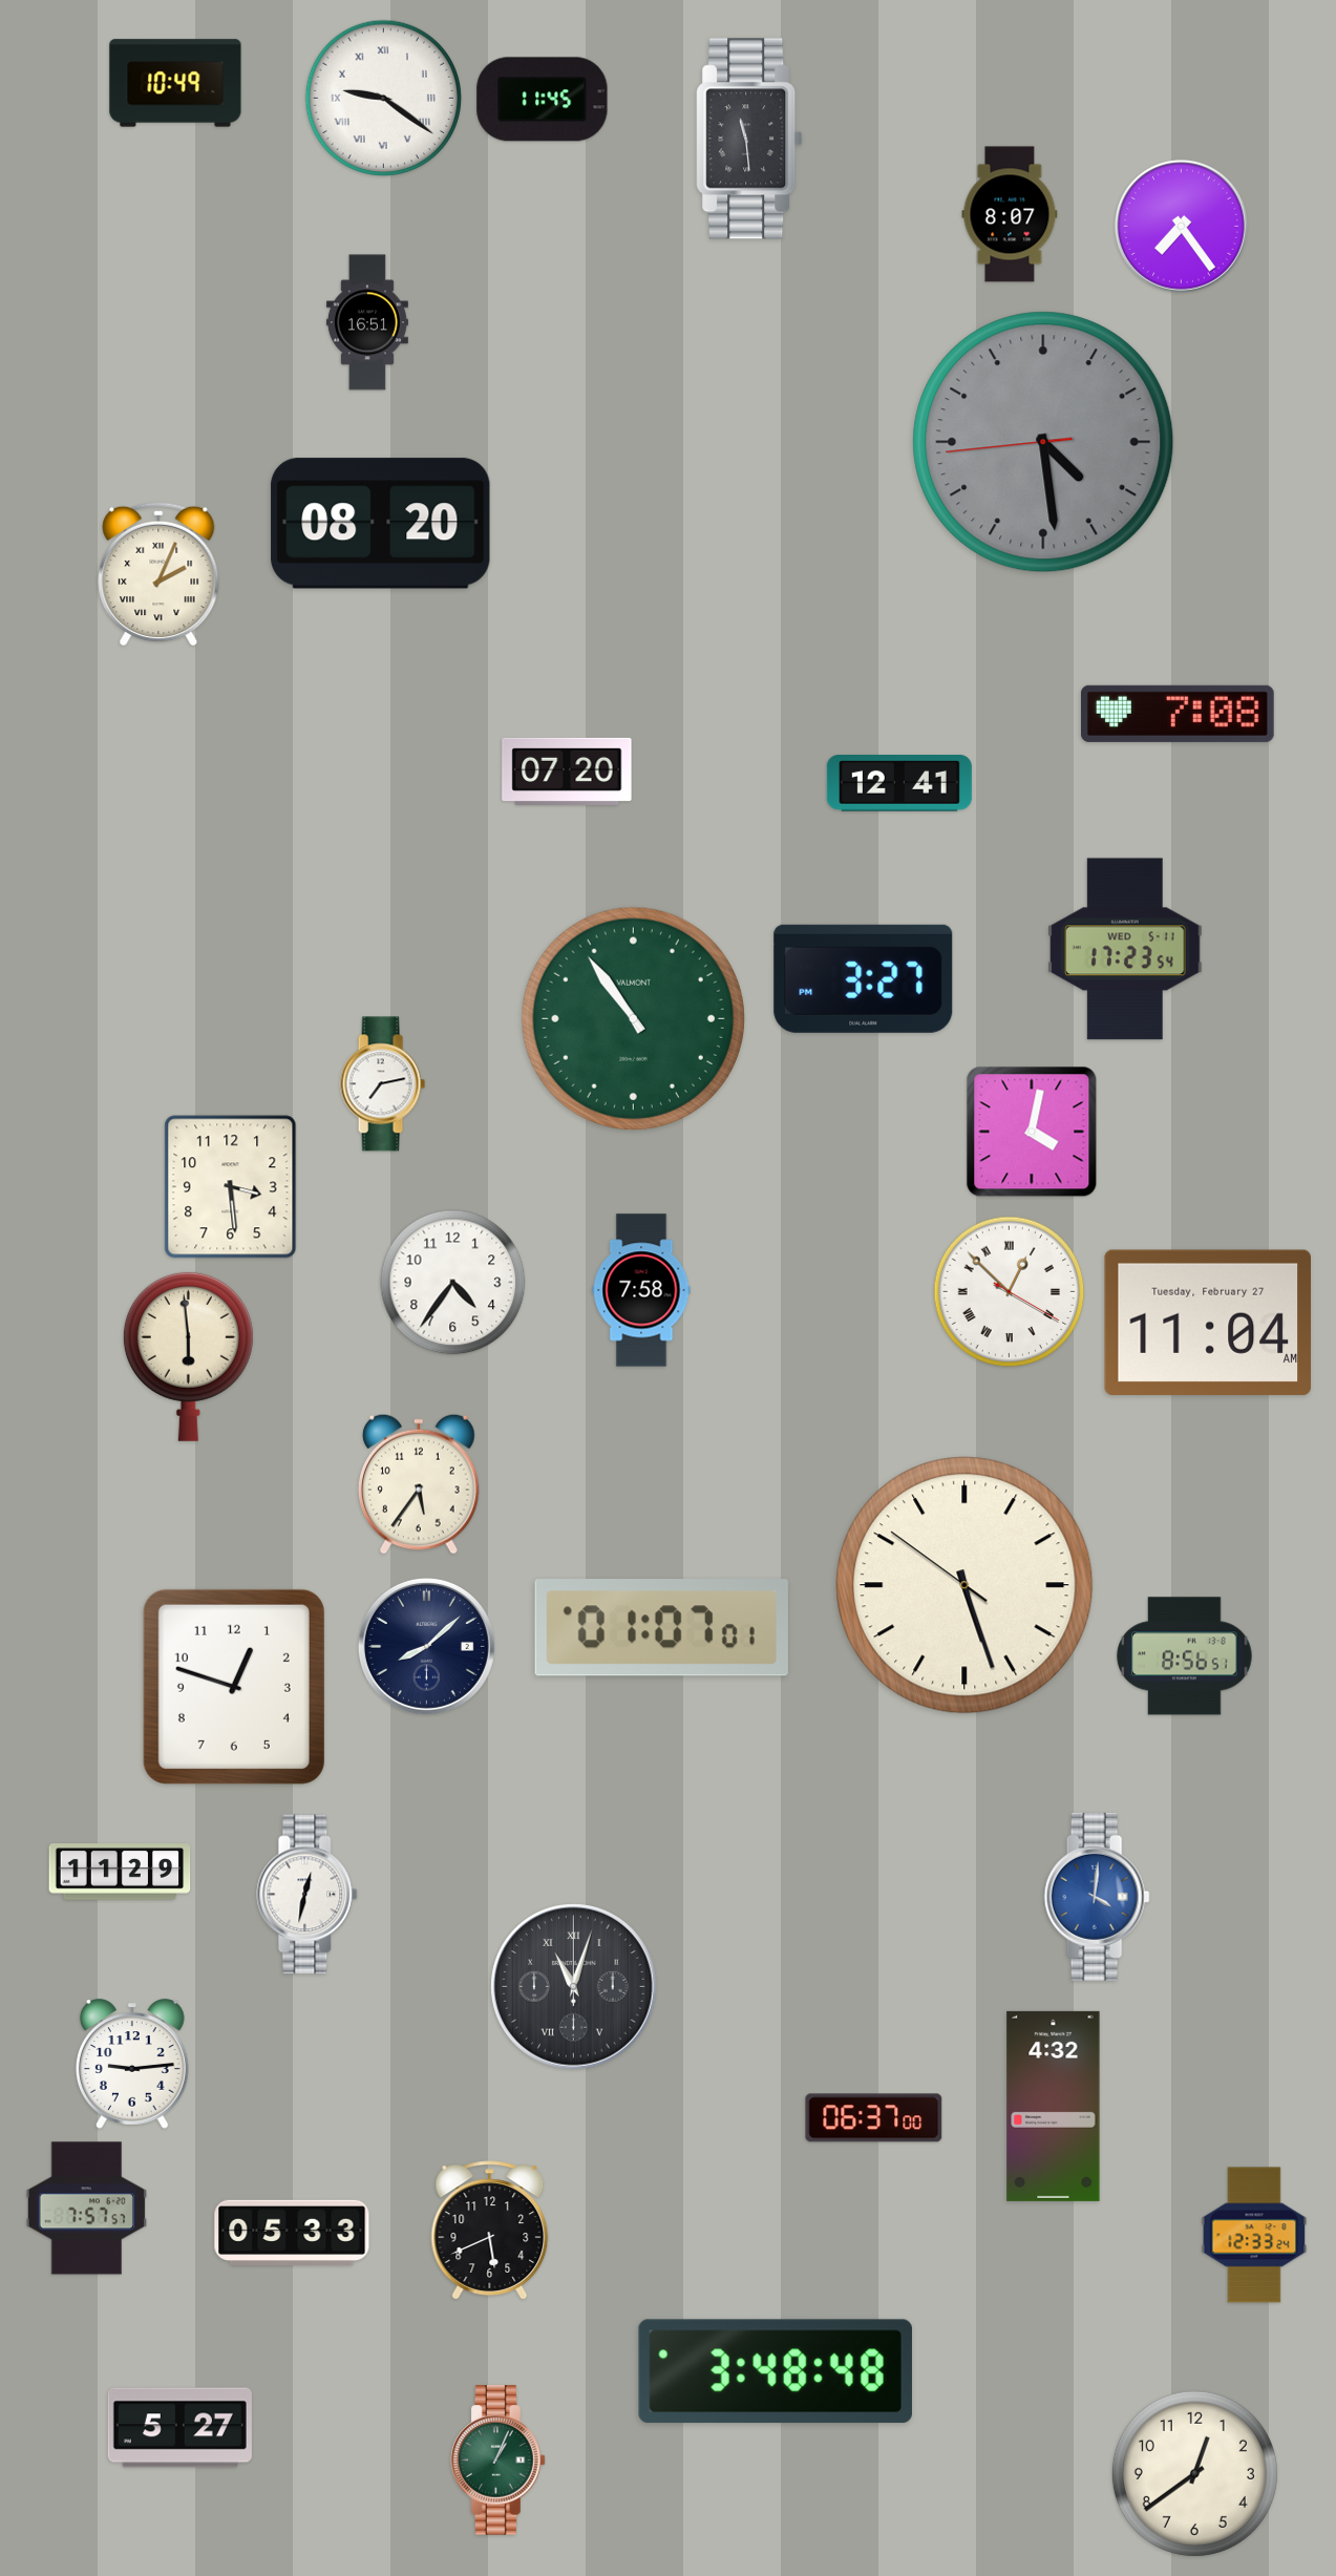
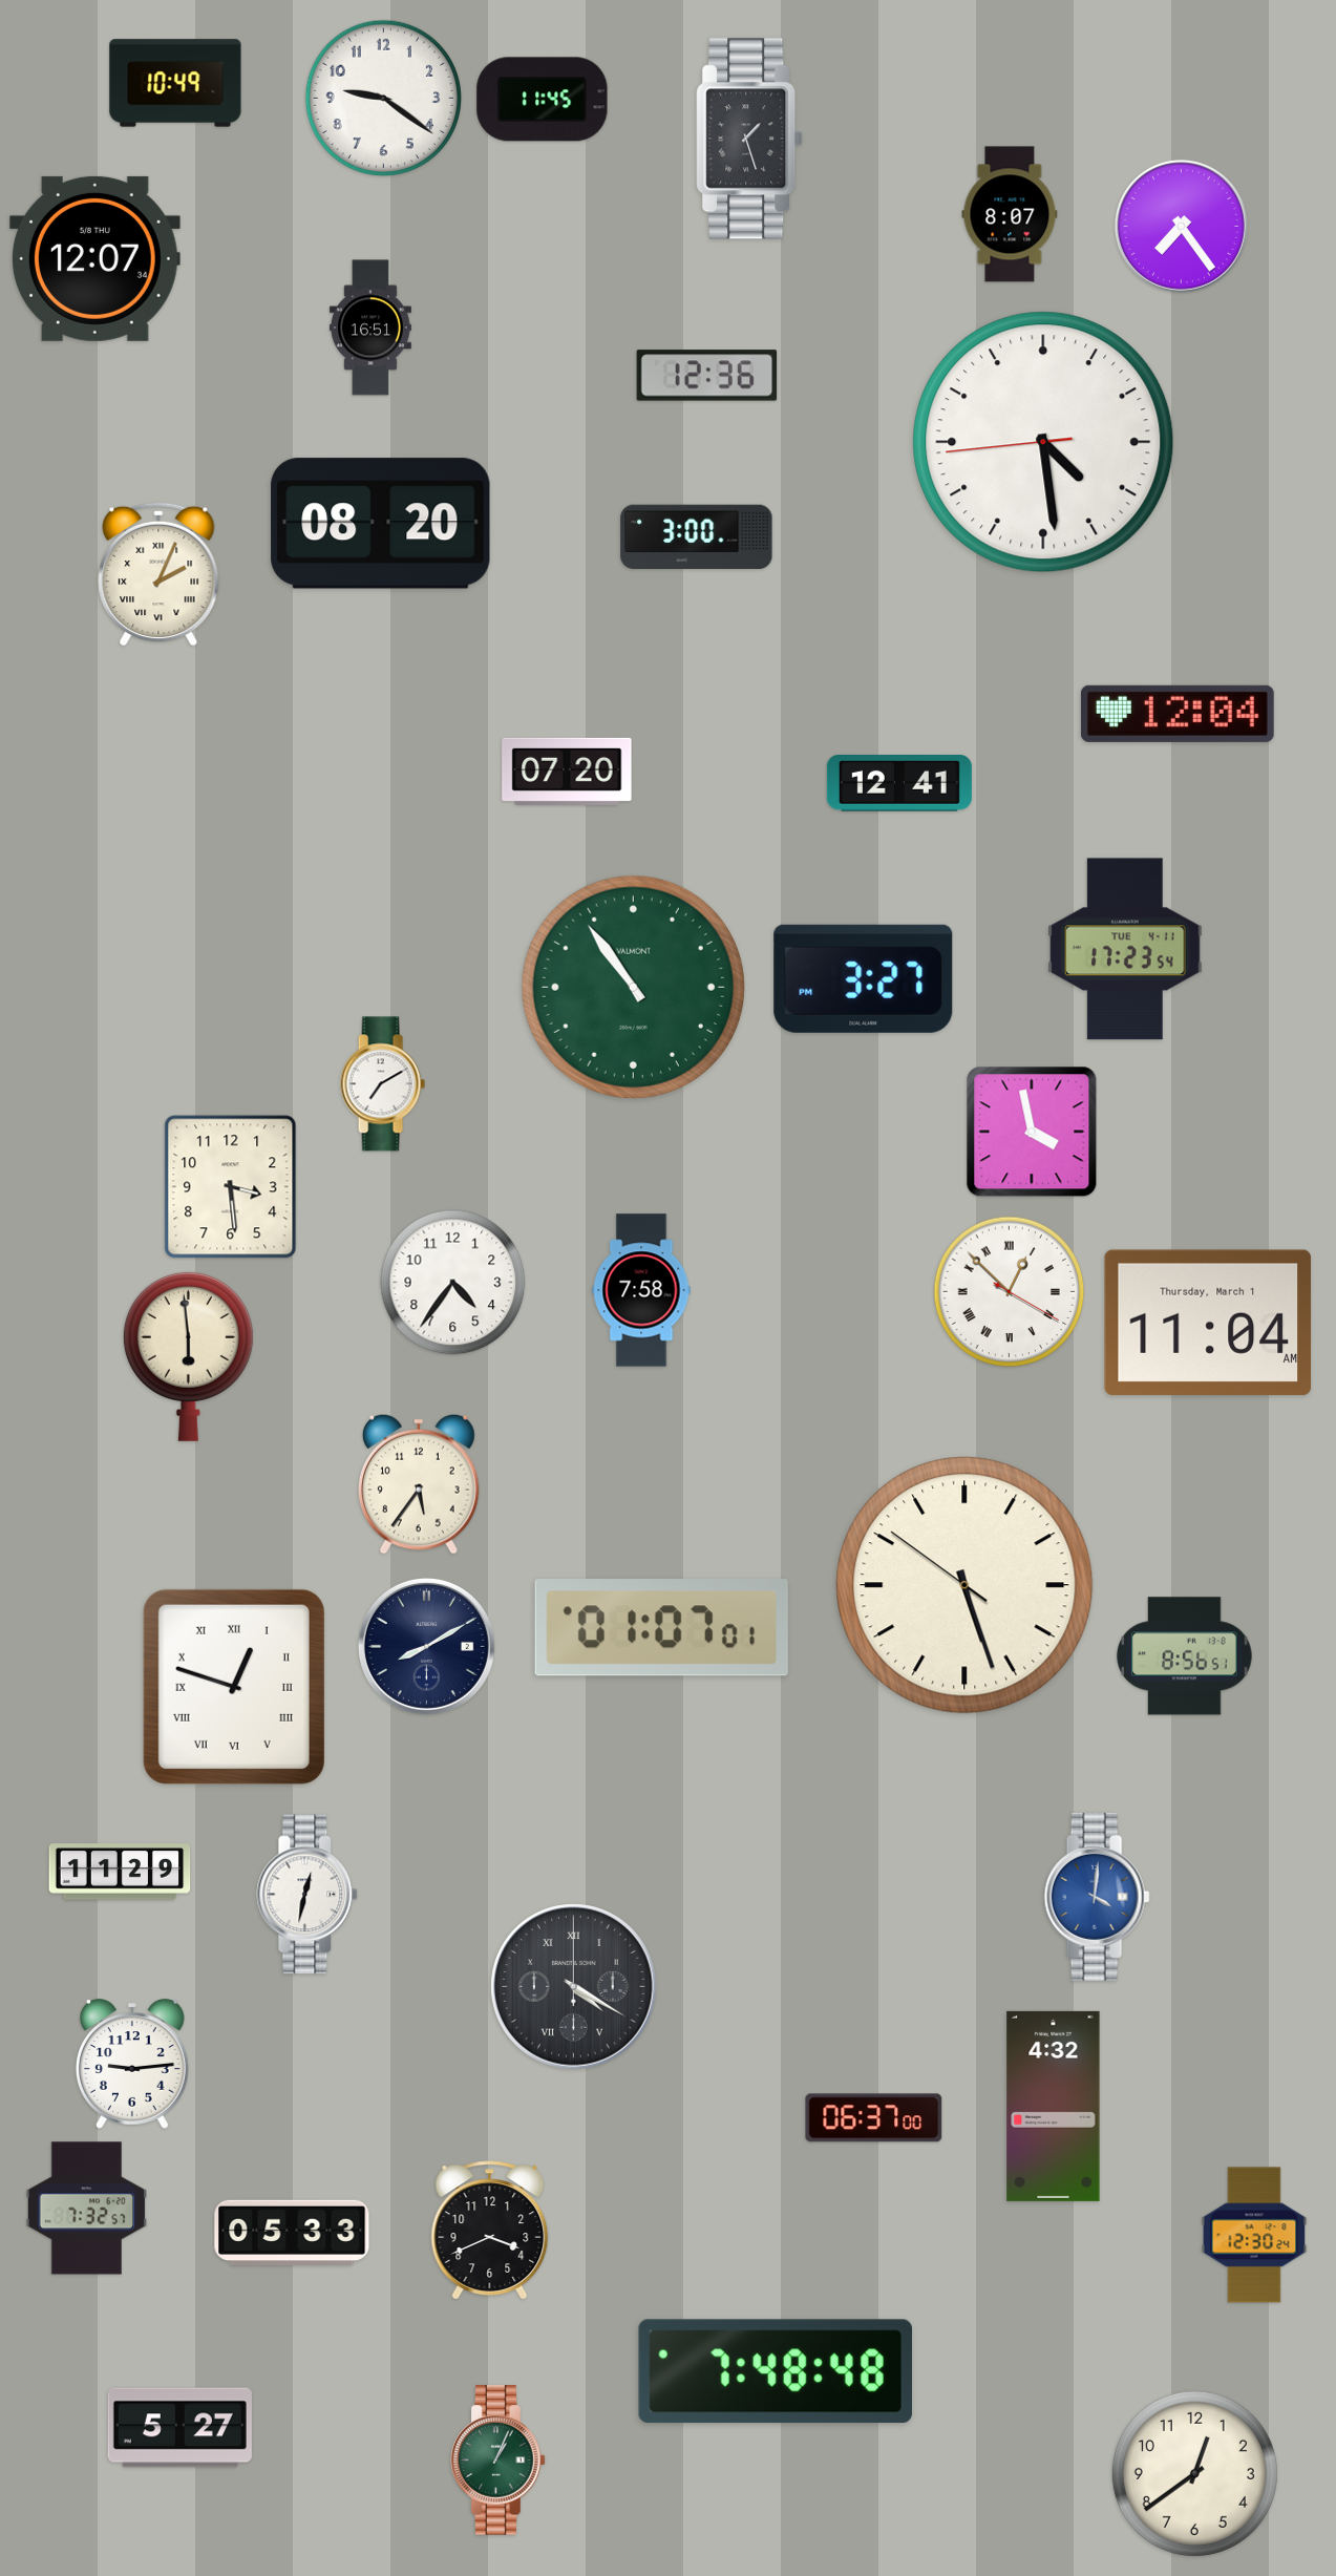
clock at (383, 98) numerals: Roman -> Arabic
clock at (749, 139): 11:29 -> 1:27
clock at (94, 258): none -> 12:07
clock at (367, 322) position: (367, 322) -> (370, 328)
clock at (707, 376): none -> 12:36
clock at (1043, 442) dial: grey -> white
clock at (697, 536): none -> 3:00
clock at (1178, 714): 7:08 -> 12:04
clock at (1125, 949) date: WED 5-11 -> TUE 4-11
clock at (633, 1018) position: (633, 1018) -> (633, 987)
clock at (382, 1084): 7:13 -> 7:10
clock at (1032, 1132): 4:02 -> 3:58
clock at (1207, 1323) date: Tuesday, February 27 -> Thursday, March 1
clock at (426, 1646): 8:08 -> 8:10
clock at (234, 1687) numerals: Arabic -> Roman
clock at (574, 1987): 11:03 -> 4:20
clock at (86, 2209): 7:57 -> 7:32
clock at (490, 2231): 5:41 -> 3:41
clock at (1254, 2235): 12:33 -> 12:30
clock at (776, 2371): 3:48 -> 7:48
